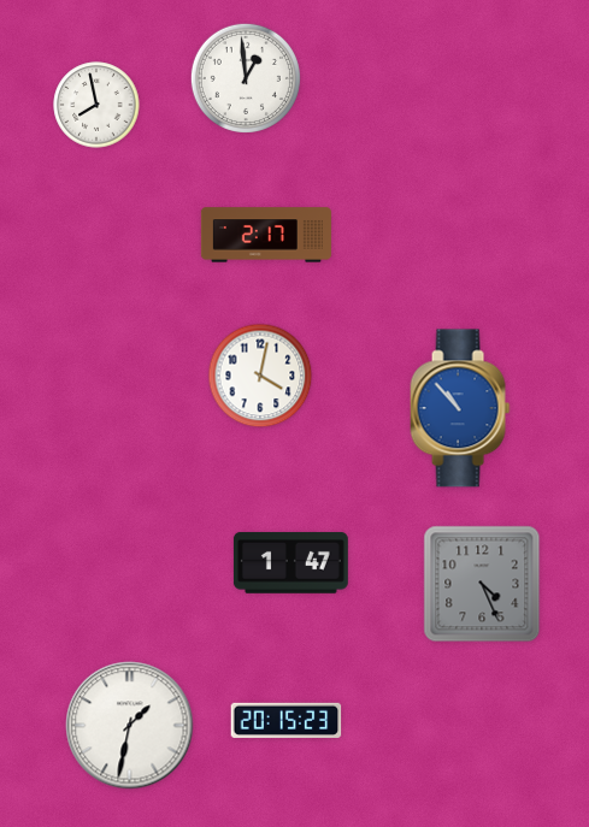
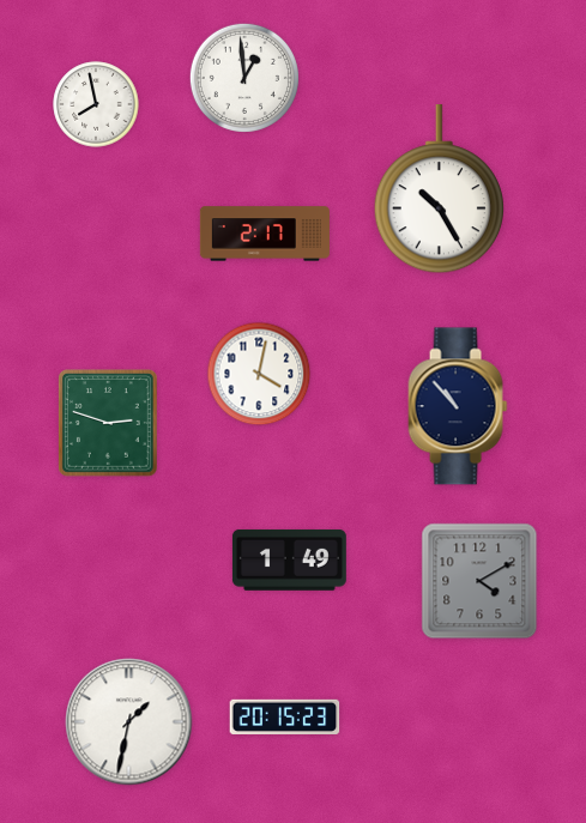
clock at (439, 189): none -> 10:25
clock at (460, 408) dial: blue -> navy
clock at (109, 424): none -> 2:48
clock at (290, 562): 1:47 -> 1:49
clock at (482, 584): 4:26 -> 4:10
